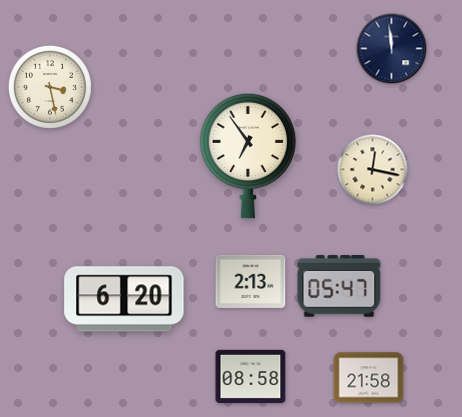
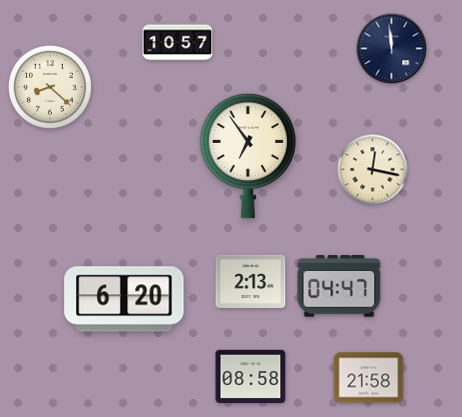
clock at (178, 43): none -> 10:57
clock at (50, 87): 3:28 -> 8:22
clock at (339, 286): 05:47 -> 04:47
